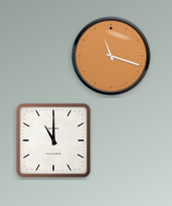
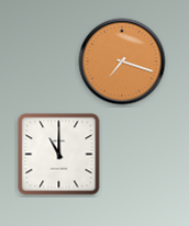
clock at (111, 56): 11:18 -> 7:18
